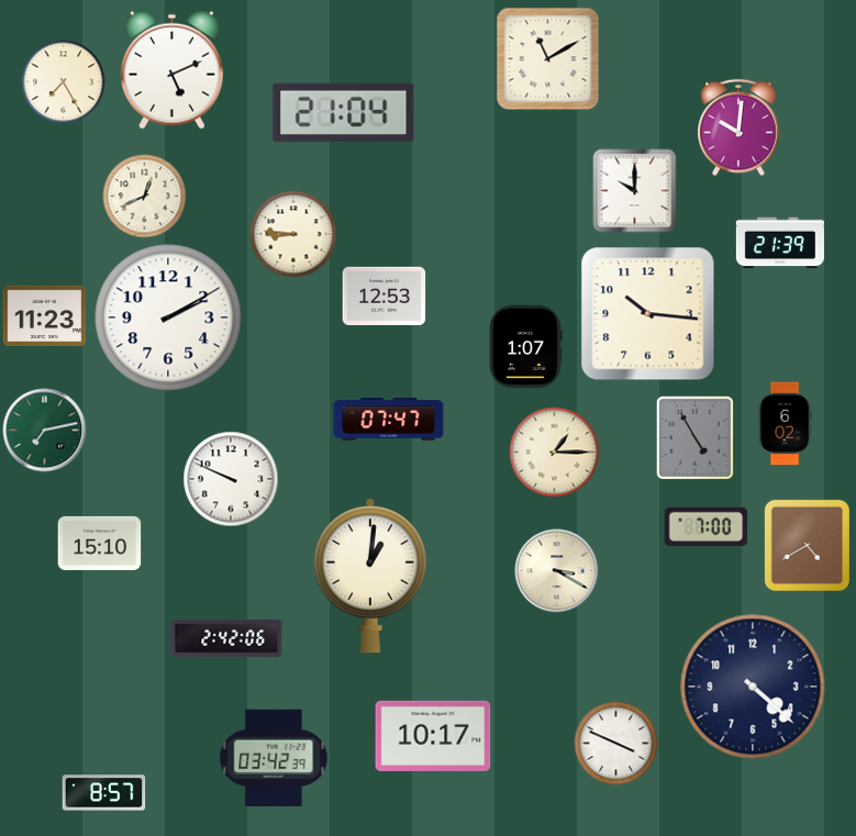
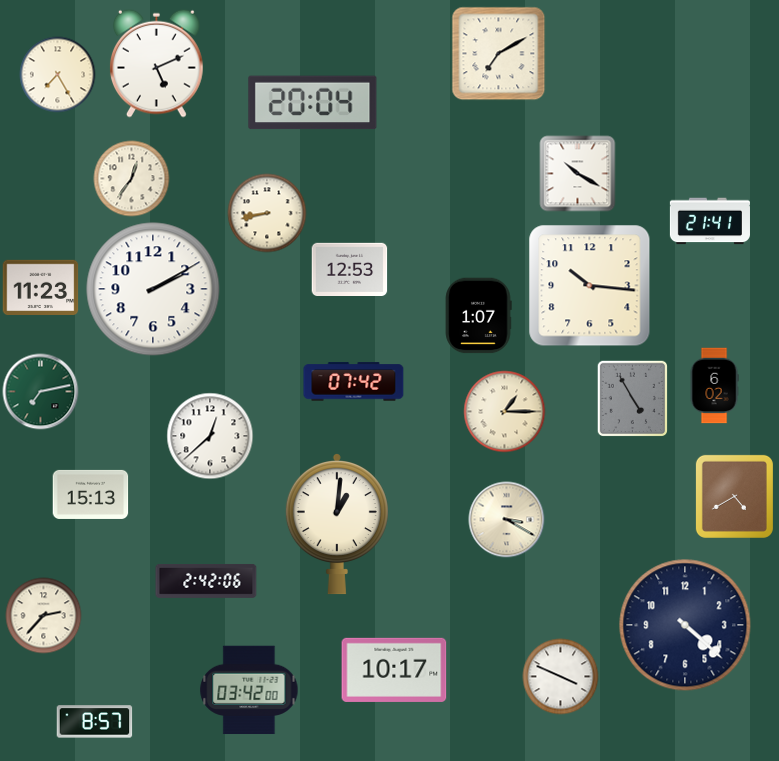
clock at (548, 59): 11:10 -> 7:10
clock at (344, 113): 21:04 -> 20:04
clock at (738, 127): 10:01 -> none
clock at (635, 191): 10:00 -> 10:20
clock at (145, 197): 12:41 -> 12:36
clock at (293, 234): 8:46 -> 8:43
clock at (780, 243): 21:39 -> 21:41
clock at (389, 420): 07:47 -> 07:42
clock at (231, 479): 9:49 -> 12:38
clock at (707, 526): 7:00 -> none
clock at (100, 543): 15:10 -> 15:13
clock at (44, 616): none -> 2:37
clock at (274, 758): 03:42:39 -> 03:42:00
